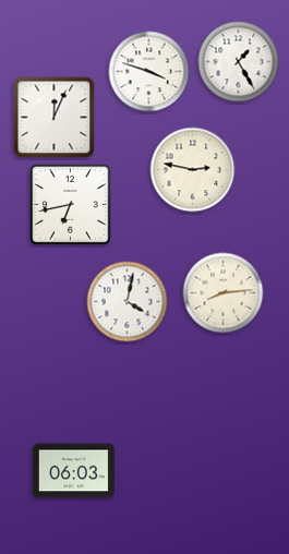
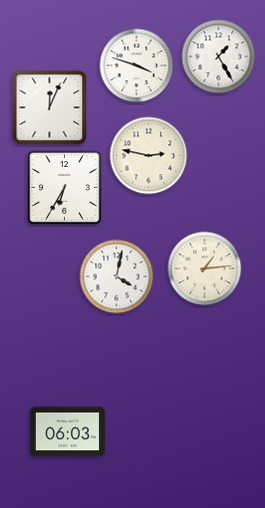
clock at (193, 170) position: (193, 170) -> (149, 156)
clock at (71, 205): 6:43 -> 6:35
clock at (224, 293): 8:14 -> 1:14
